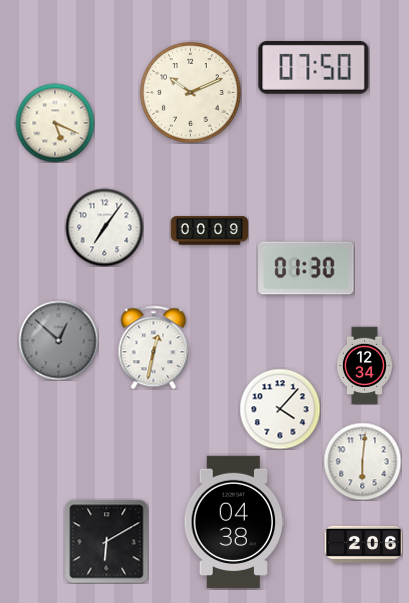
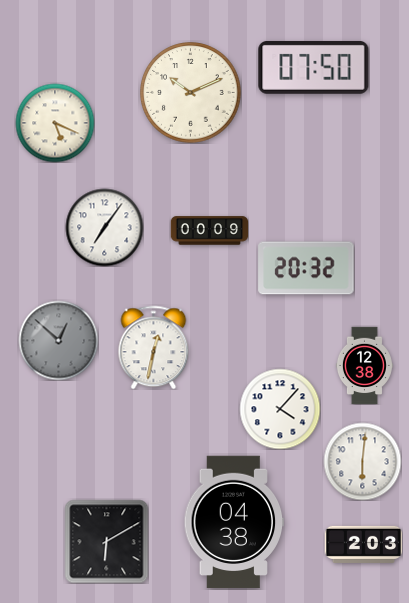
clock at (306, 268): 01:30 -> 20:32
clock at (364, 365): 12:34 -> 12:38
clock at (363, 544): 2:06 -> 2:03
